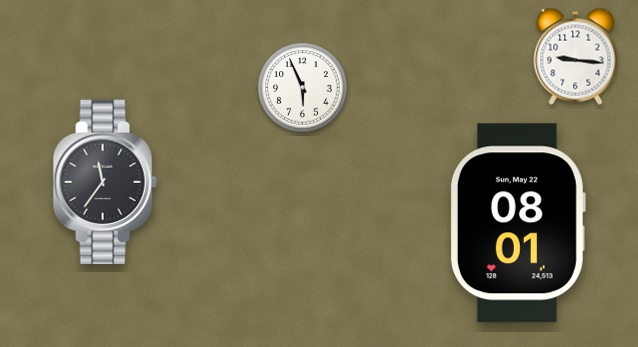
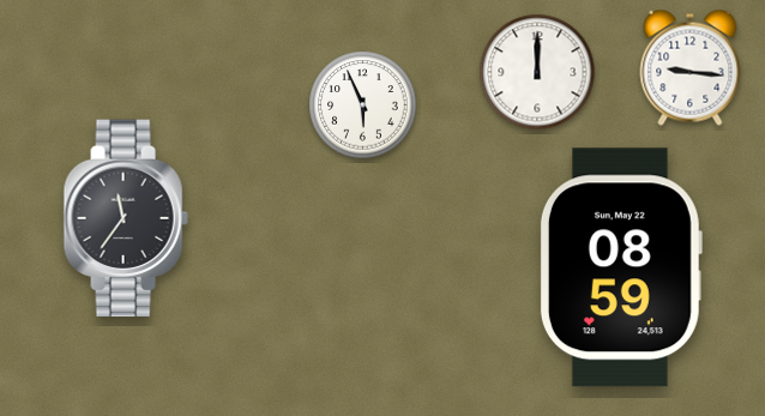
clock at (537, 72): none -> 12:00
clock at (517, 223): 08:01 -> 08:59
